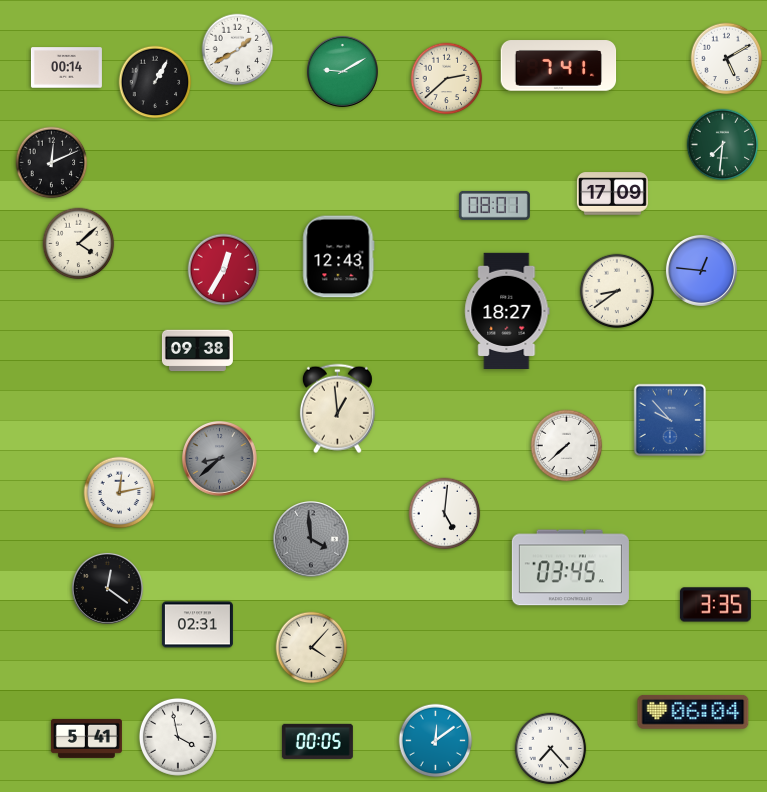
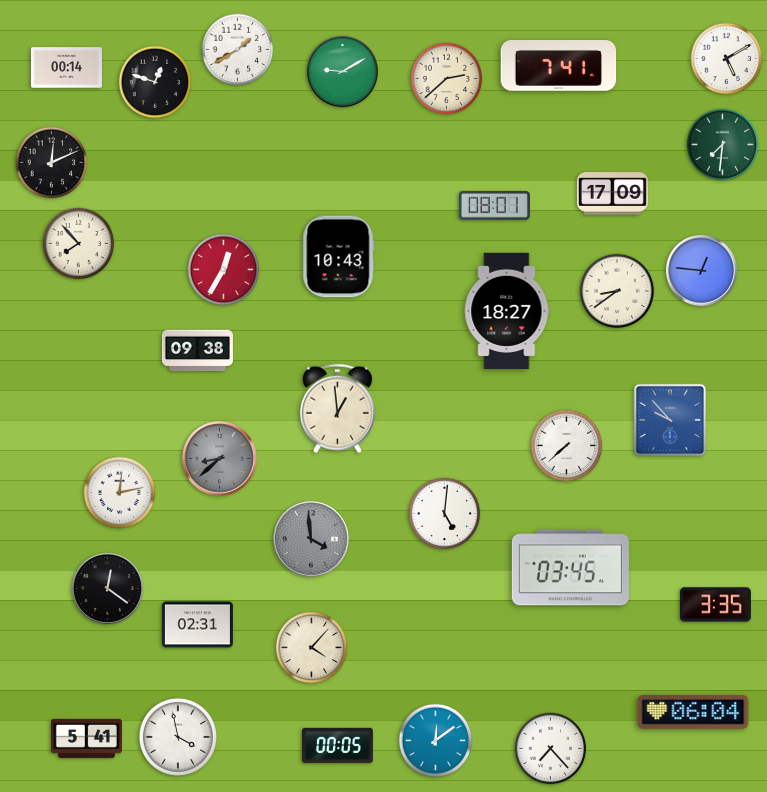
clock at (155, 82): 1:05 -> 12:48
clock at (79, 244): 4:08 -> 7:53
clock at (339, 257): 12:43 -> 10:43
clock at (317, 741) position: (317, 741) -> (337, 745)
